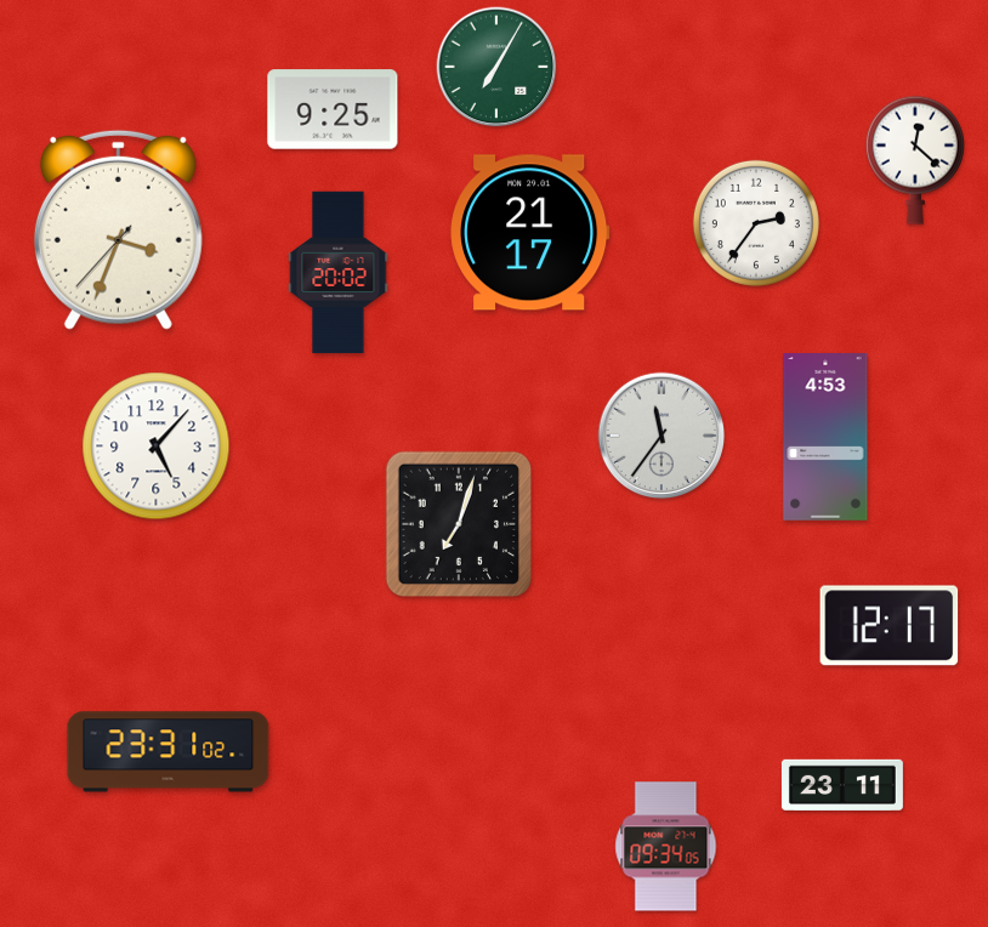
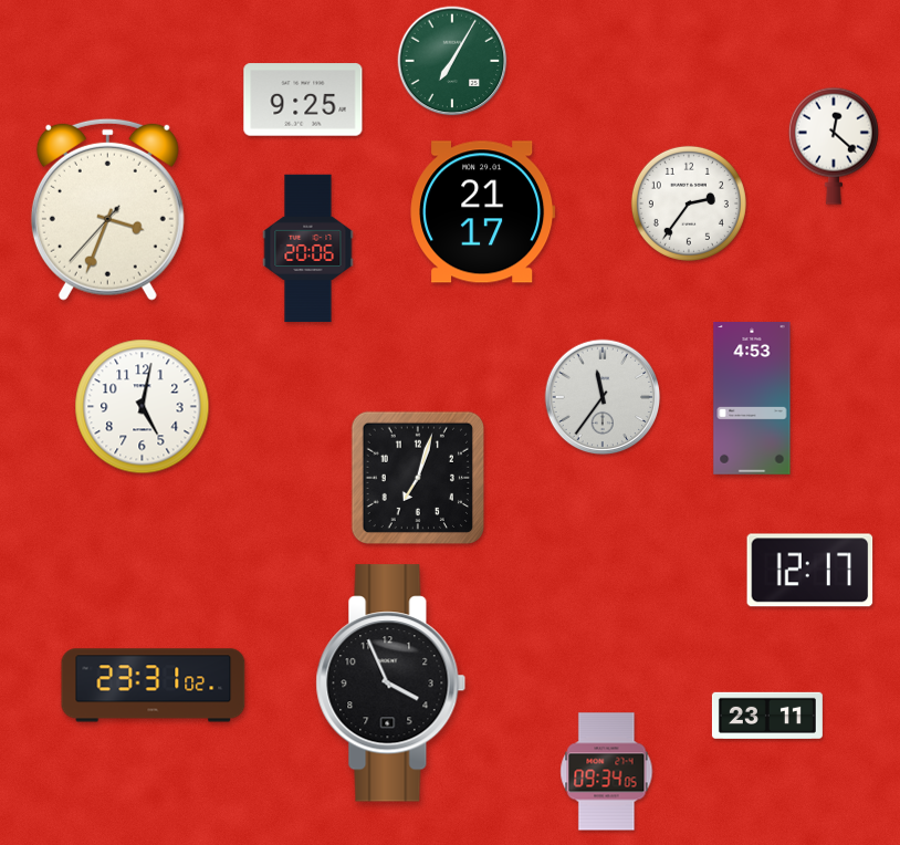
clock at (339, 273): 20:02 -> 20:06
clock at (157, 447): 5:07 -> 5:02
clock at (391, 684): none -> 3:56
